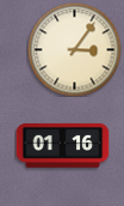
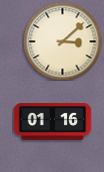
clock at (74, 49): 3:06 -> 3:08
